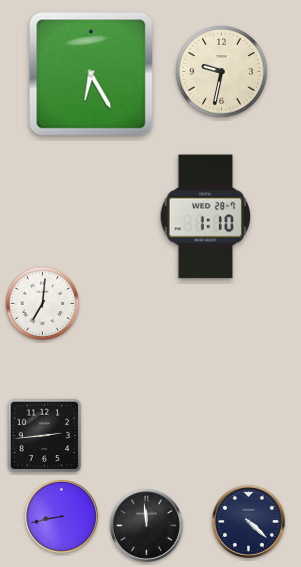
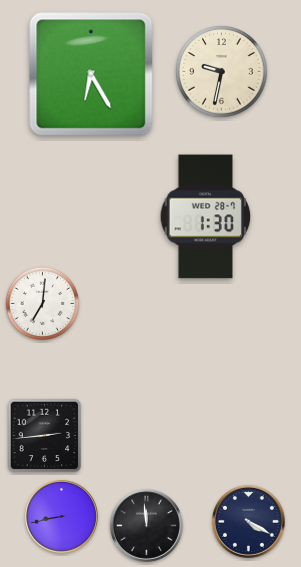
clock at (206, 217): 1:10 -> 1:30
clock at (248, 521): 4:22 -> 4:20
